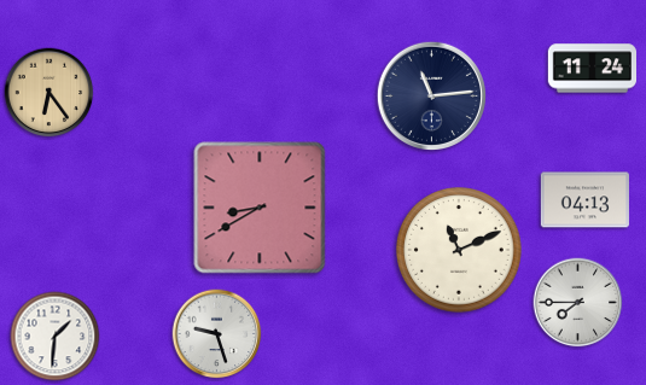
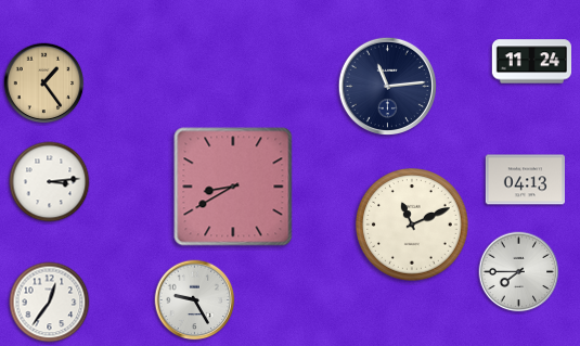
clock at (50, 93): 6:24 -> 1:24
clock at (50, 182): none -> 3:14
clock at (217, 334): 9:27 -> 9:25
clock at (56, 337): 1:31 -> 12:36
